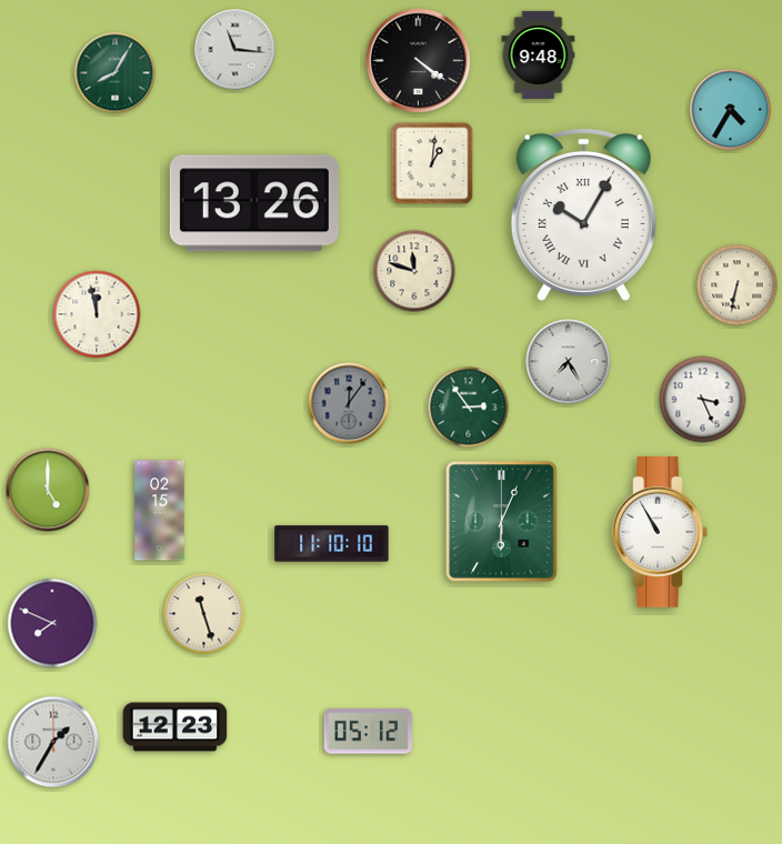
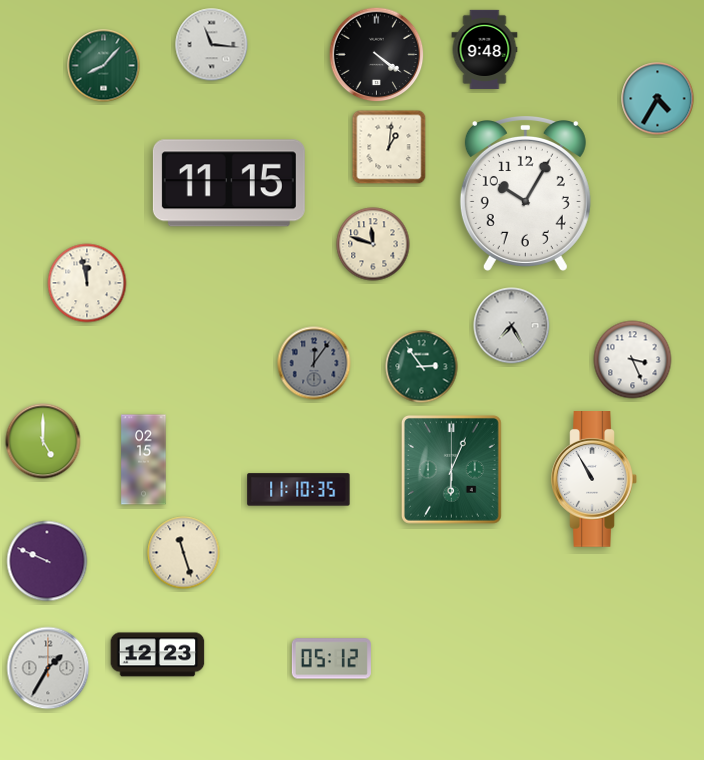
clock at (116, 73): 8:05 -> 8:07
clock at (254, 203): 13:26 -> 11:15
clock at (583, 215) numerals: Roman -> Arabic
clock at (738, 285): 6:32 -> none
clock at (332, 544): 11:10:10 -> 11:10:35
clock at (52, 623): 7:49 -> 9:49
